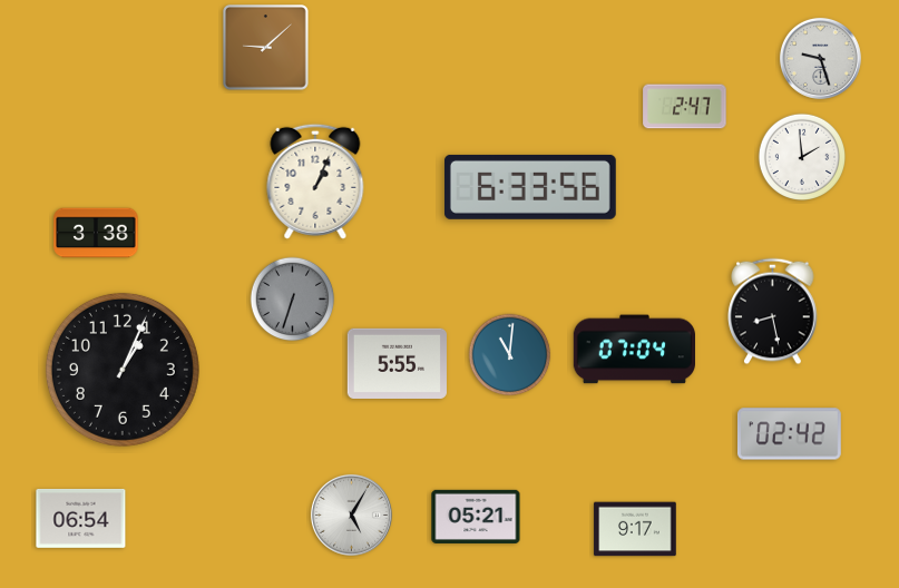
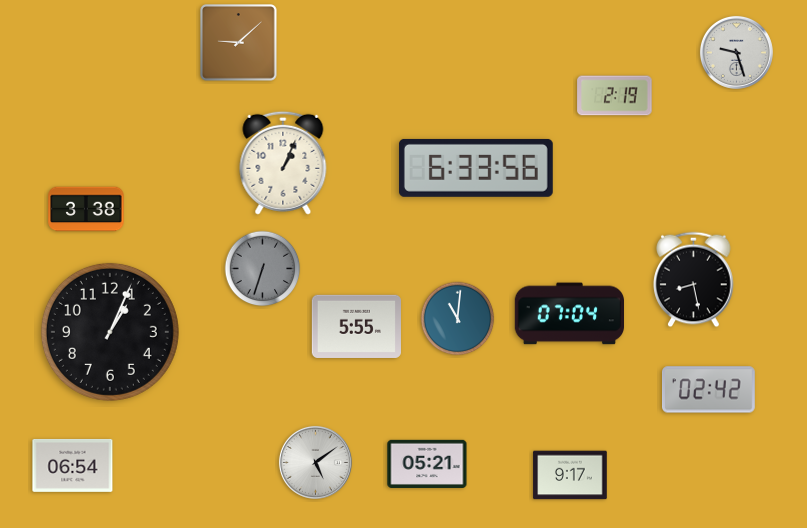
clock at (685, 107): 2:47 -> 2:19
clock at (801, 156): 1:59 -> none
clock at (351, 514): 5:05 -> 5:09
